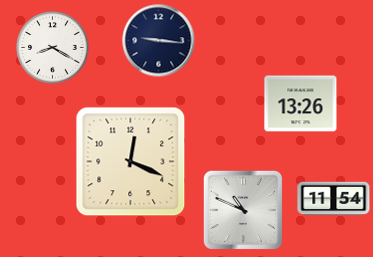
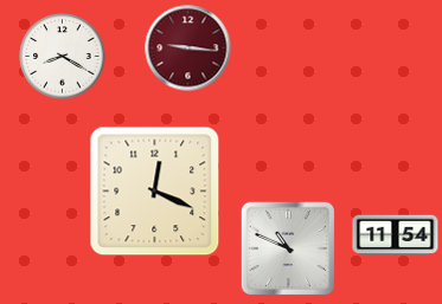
clock at (159, 41) dial: navy -> burgundy
clock at (301, 104): 13:26 -> none
